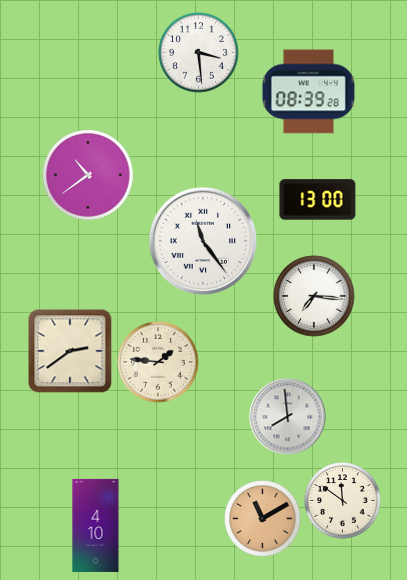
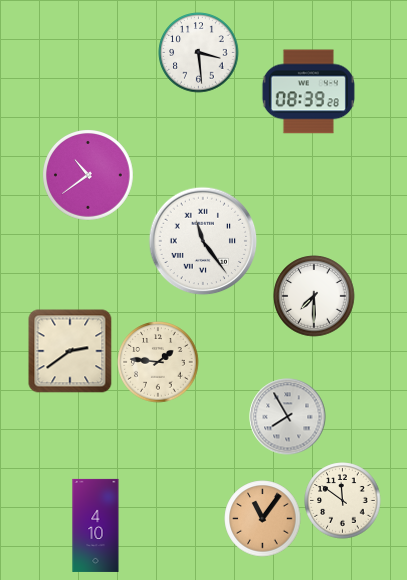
clock at (318, 200): 13:00 -> none
clock at (314, 296): 7:16 -> 7:30
clock at (288, 417): 7:59 -> 7:55
clock at (263, 519): 11:10 -> 11:06
